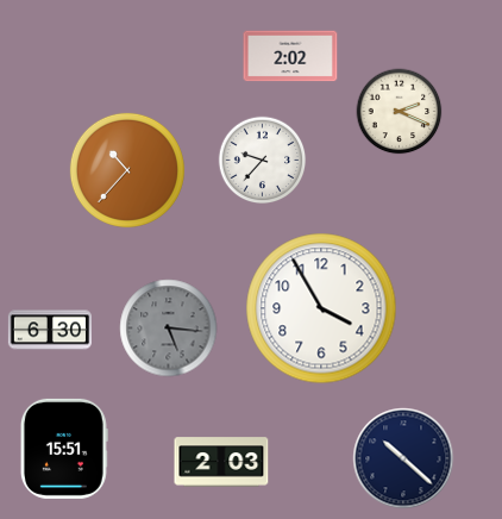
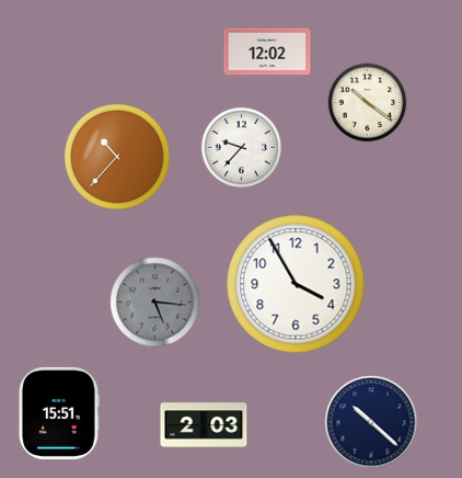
clock at (290, 56): 2:02 -> 12:02
clock at (400, 112): 2:19 -> 10:21
clock at (49, 330): 6:30 -> none
